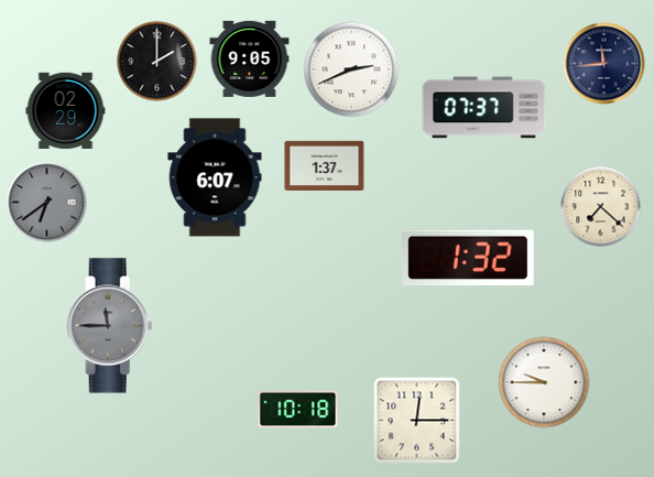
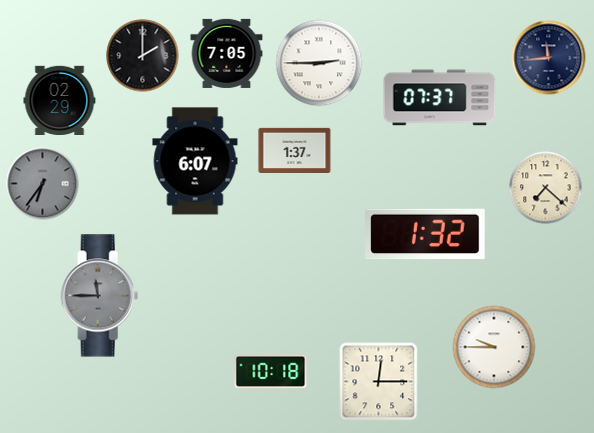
clock at (250, 58): 9:05 -> 7:05
clock at (351, 69): 2:41 -> 2:45
clock at (47, 203): 6:39 -> 6:36
